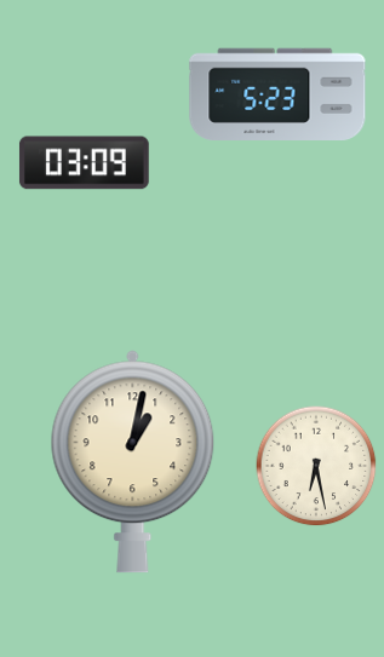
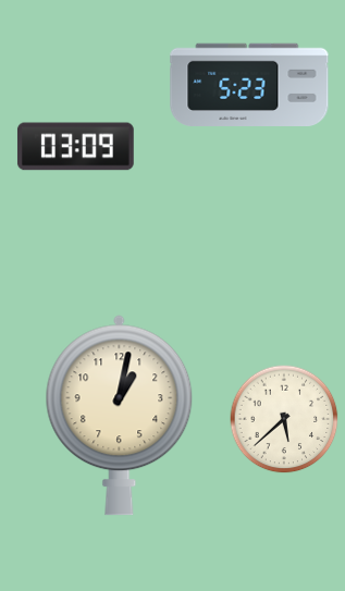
clock at (316, 466): 6:28 -> 5:38
